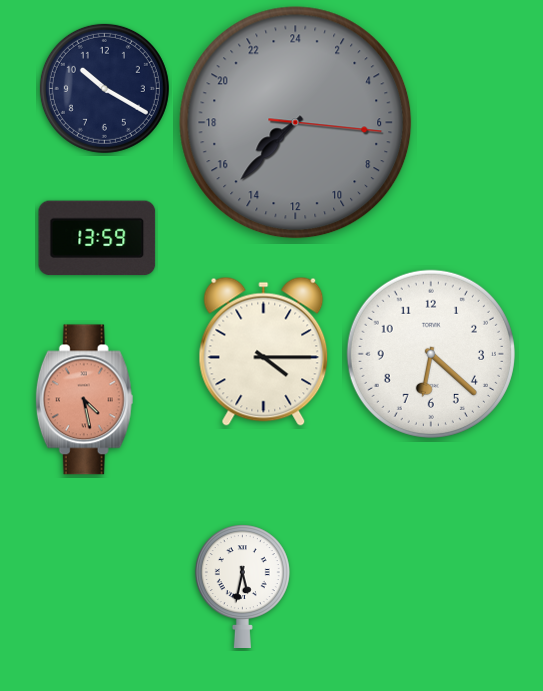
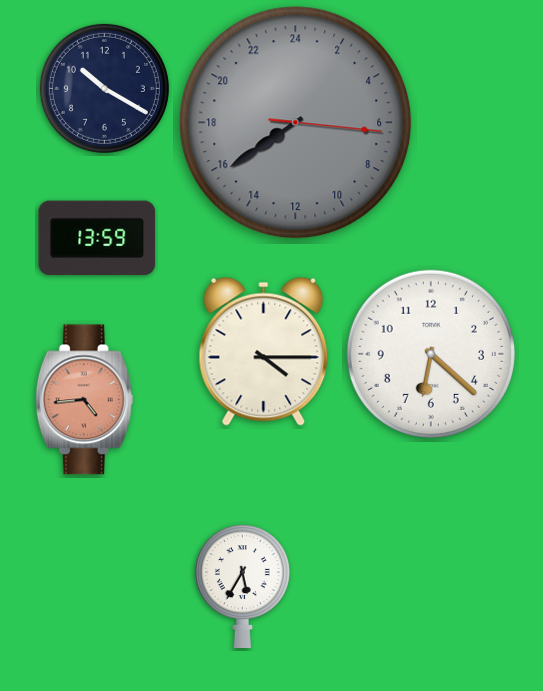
clock at (296, 123): 15:37 -> 15:39
clock at (84, 400): 4:28 -> 4:44
clock at (242, 586): 5:32 -> 5:35
